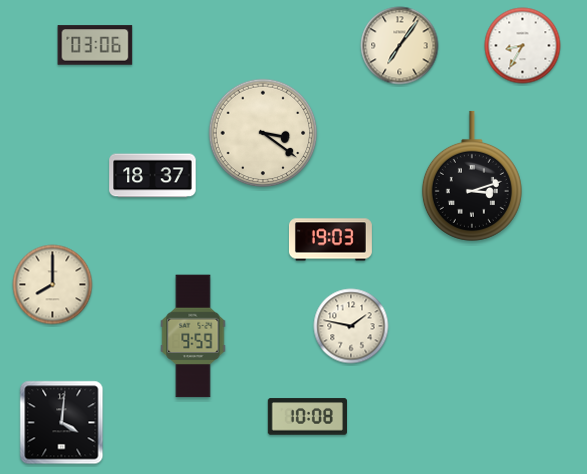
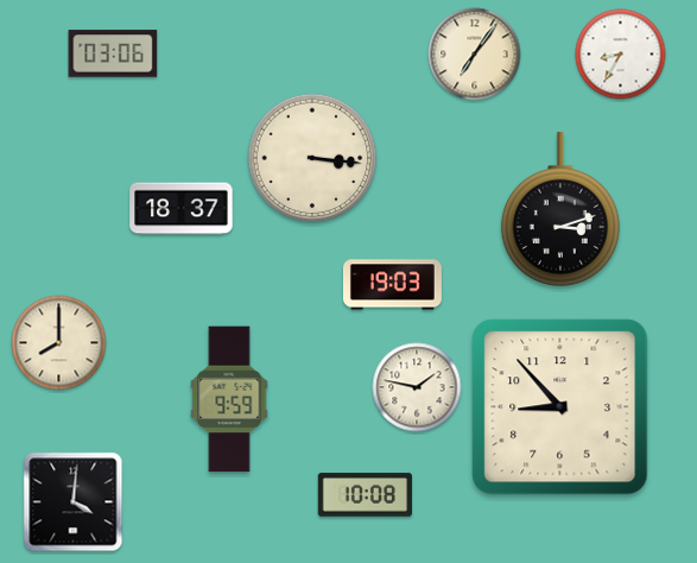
clock at (263, 133): 3:21 -> 3:16
clock at (53, 285) position: (53, 285) -> (59, 343)
clock at (560, 407): none -> 8:53
